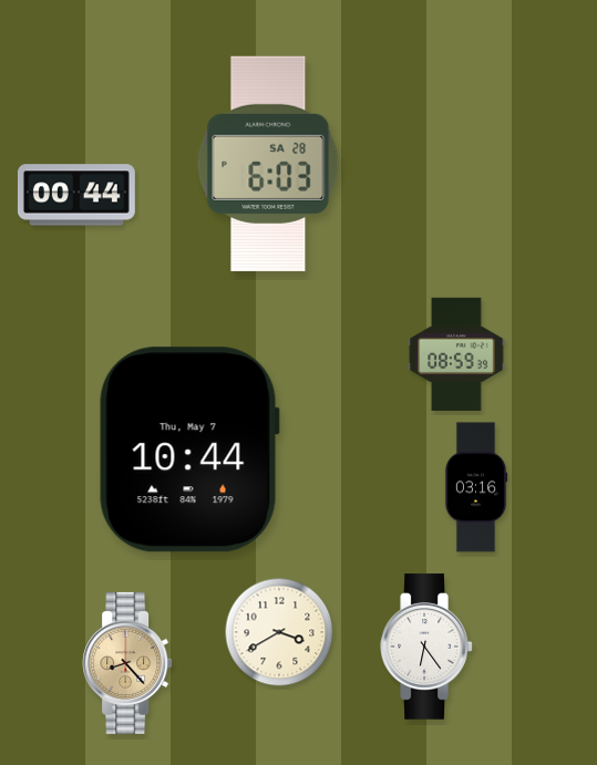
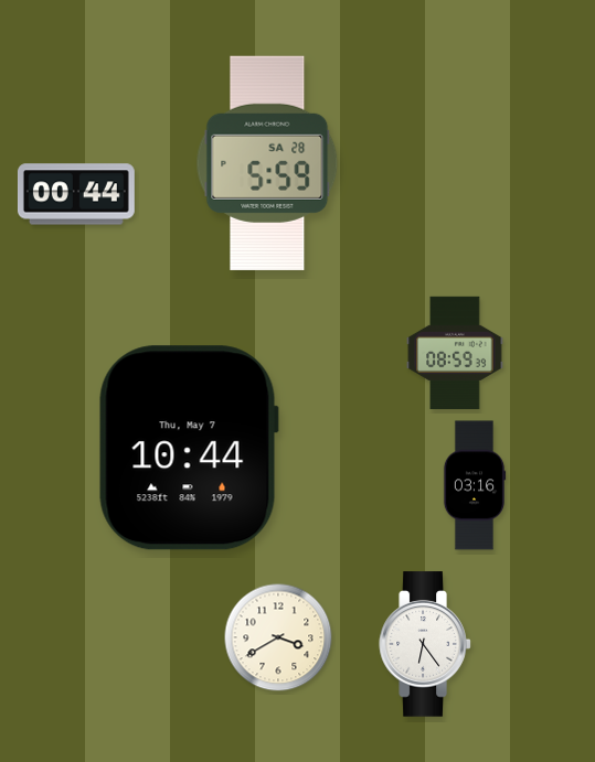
clock at (268, 164): 6:03 -> 5:59
clock at (279, 632) position: (279, 632) -> (278, 637)
clock at (127, 663): 8:23 -> none
